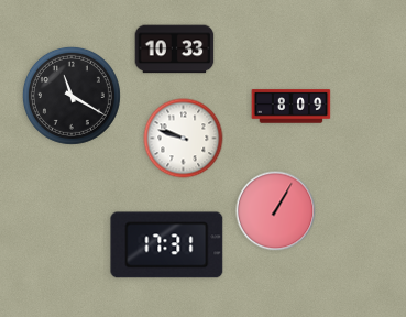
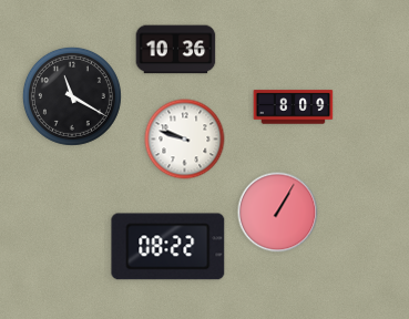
clock at (175, 50): 10:33 -> 10:36
clock at (167, 245): 17:31 -> 08:22
